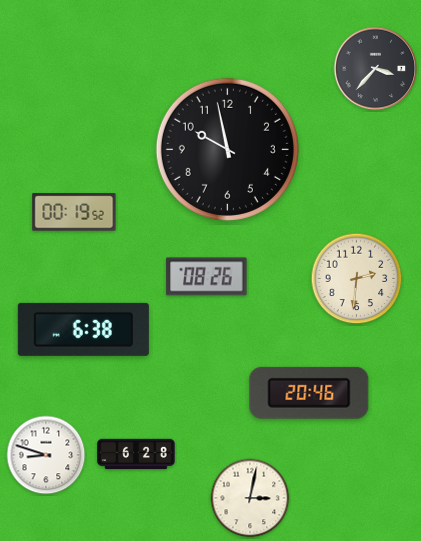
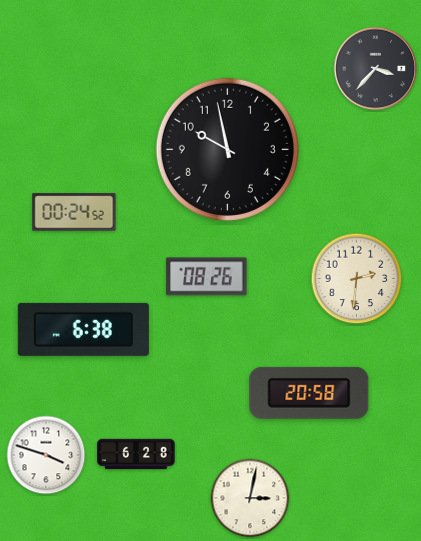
clock at (74, 212): 00:19 -> 00:24
clock at (309, 393): 20:46 -> 20:58
clock at (46, 455): 8:48 -> 3:48
